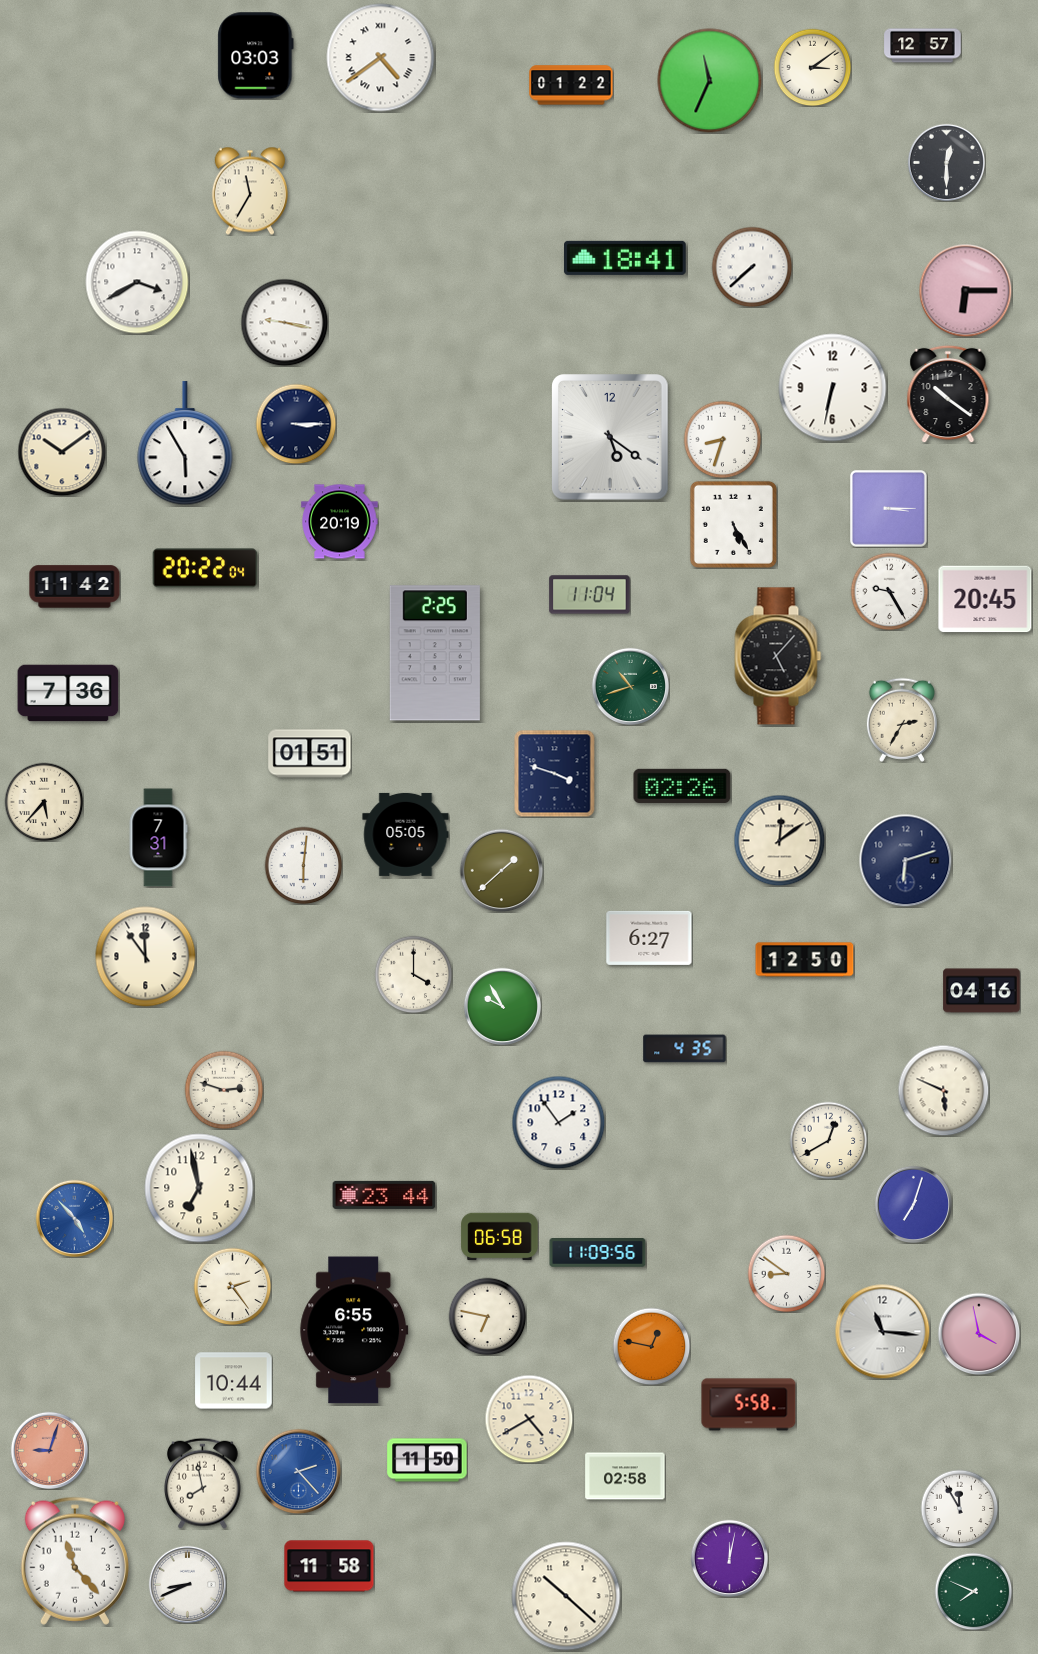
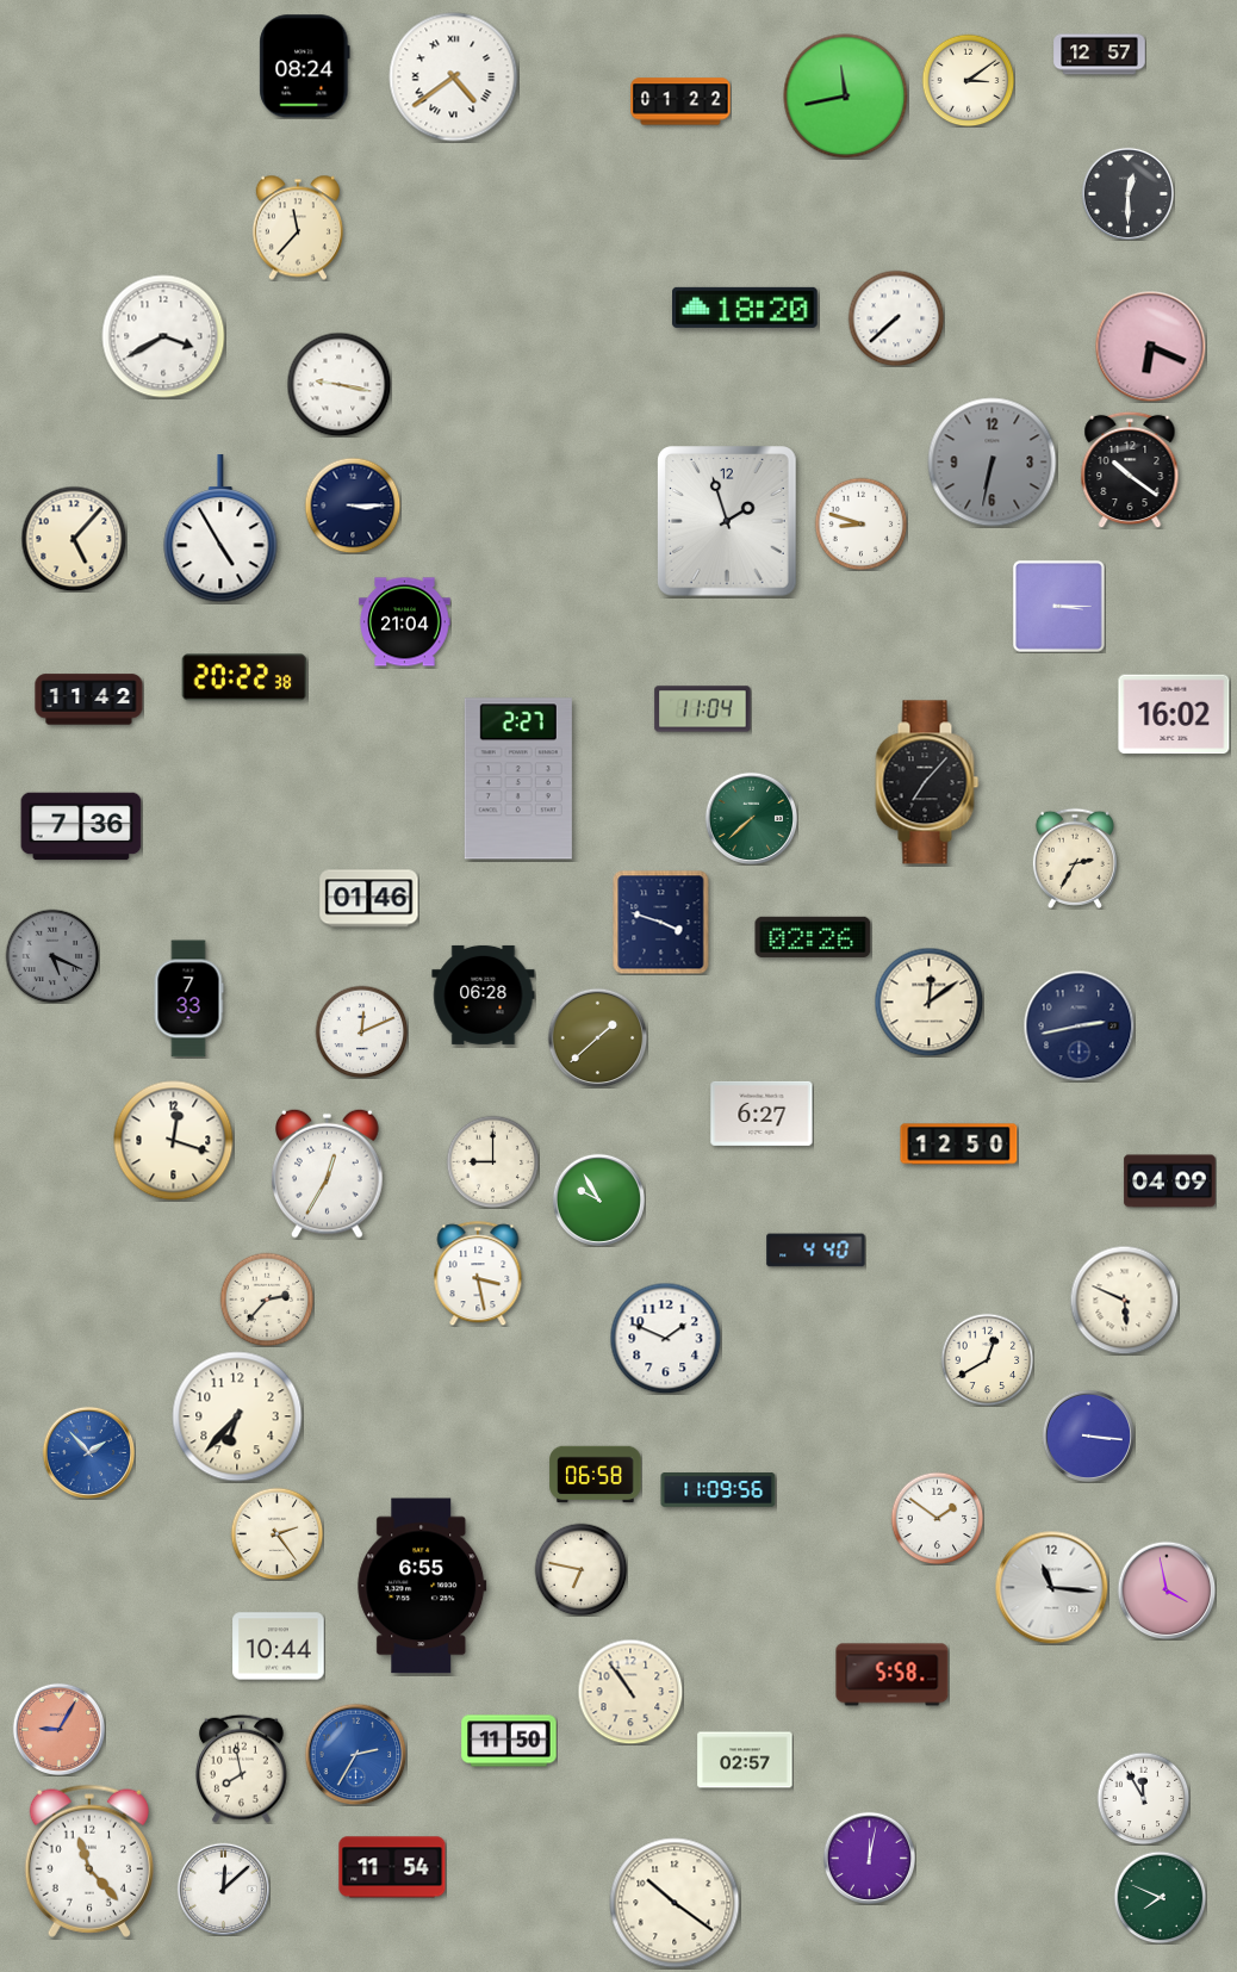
clock at (256, 56): 03:03 -> 08:24
clock at (381, 58) position: (381, 58) -> (454, 77)
clock at (710, 81): 11:34 -> 11:43
clock at (250, 191): 11:35 -> 11:37
clock at (626, 258): 18:41 -> 18:20
clock at (965, 290): 6:15 -> 6:19
clock at (833, 388) dial: white -> grey
clock at (611, 437): 5:21 -> 1:57
clock at (722, 439): 8:33 -> 8:48
clock at (185, 444): 5:55 -> 4:55
clock at (62, 452): 10:09 -> 5:07
clock at (340, 522): 20:19 -> 21:04
clock at (733, 524): 5:25 -> none
clock at (205, 568): 20:22:04 -> 20:22:38
clock at (889, 591): 9:25 -> none
clock at (985, 599): 20:45 -> 16:02
clock at (435, 653): 2:25 -> 2:27
clock at (778, 656): 5:07 -> 7:07
clock at (630, 686): 10:42 -> 7:38
clock at (310, 754): 01:51 -> 01:46
clock at (44, 802): 5:37 -> 5:19
clock at (44, 802) dial: cream -> grey
clock at (406, 834): 05:05 -> 06:28
clock at (158, 838): 7:31 -> 7:33
clock at (905, 860): 6:12 -> 2:43
clock at (303, 865): 6:01 -> 12:11
clock at (649, 938) position: (649, 938) -> (762, 1114)
clock at (146, 957): 11:54 -> 12:18
clock at (413, 974): 4:00 -> 9:00
clock at (328, 1173): none -> 12:35
clock at (982, 991): 04:16 -> 04:09
clock at (685, 1049): 4:35 -> 4:40
clock at (478, 1273): none -> 3:28
clock at (224, 1090): 2:48 -> 2:37
clock at (558, 1122): 1:54 -> 1:49
clock at (199, 1188): 6:58 -> 6:37
clock at (384, 1195): 23:44 -> none
clock at (913, 1204): 7:03 -> 3:16
clock at (74, 1218): 4:53 -> 1:53
clock at (598, 1253) position: (598, 1253) -> (719, 1490)
clock at (786, 1273): 8:51 -> 1:51
clock at (651, 1346): 12:47 -> none
clock at (529, 1419): 4:40 -> 10:54
clock at (49, 1450): 9:03 -> 9:05
clock at (298, 1471): 2:23 -> 2:35
clock at (625, 1476): 02:58 -> 02:57
clock at (329, 1566): 11:58 -> 11:54
clock at (187, 1584): 8:41 -> 12:08
clock at (566, 1596): 10:22 -> 10:21
